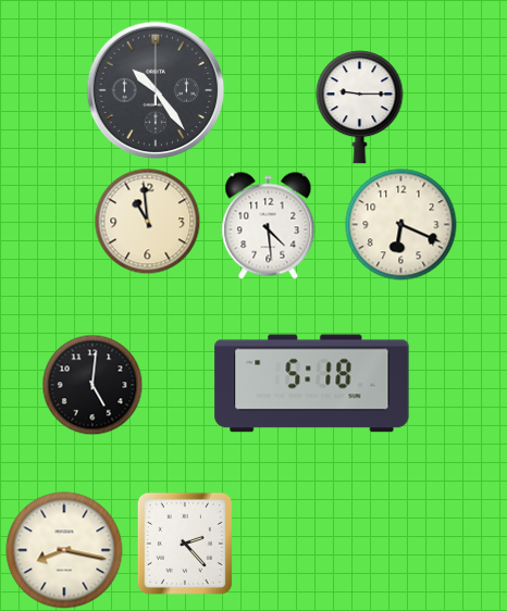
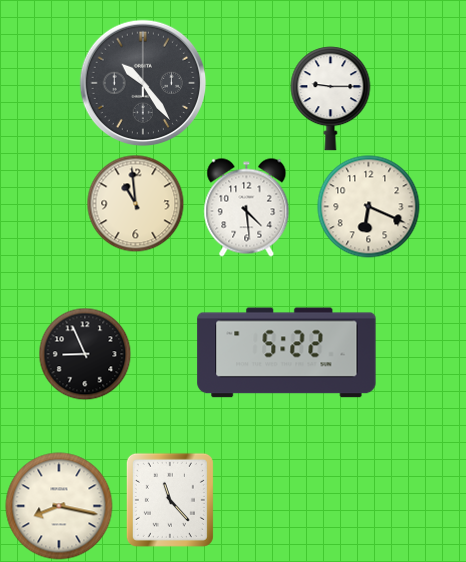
clock at (312, 384): 5:18 -> 5:22
clock at (92, 385): 5:01 -> 8:56
clock at (185, 544): 2:23 -> 11:23
